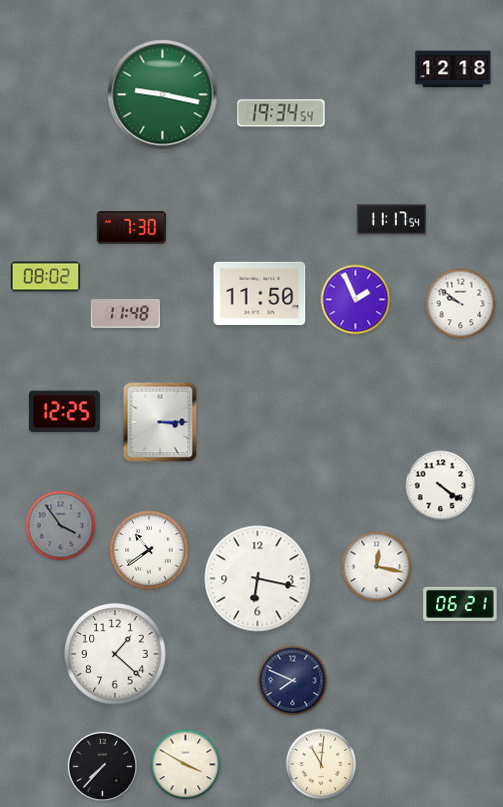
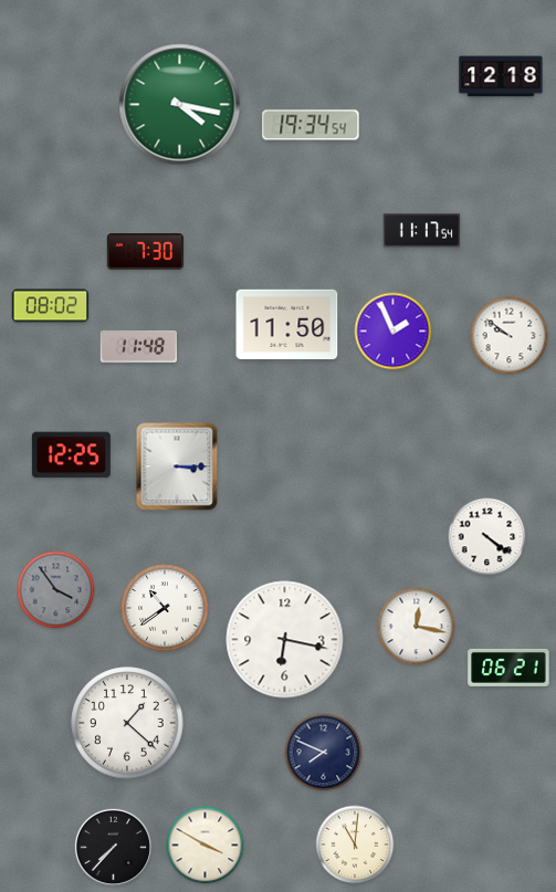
clock at (163, 95): 9:17 -> 4:17
clock at (392, 220) position: (392, 220) -> (422, 231)
clock at (61, 526) position: (61, 526) -> (56, 590)
